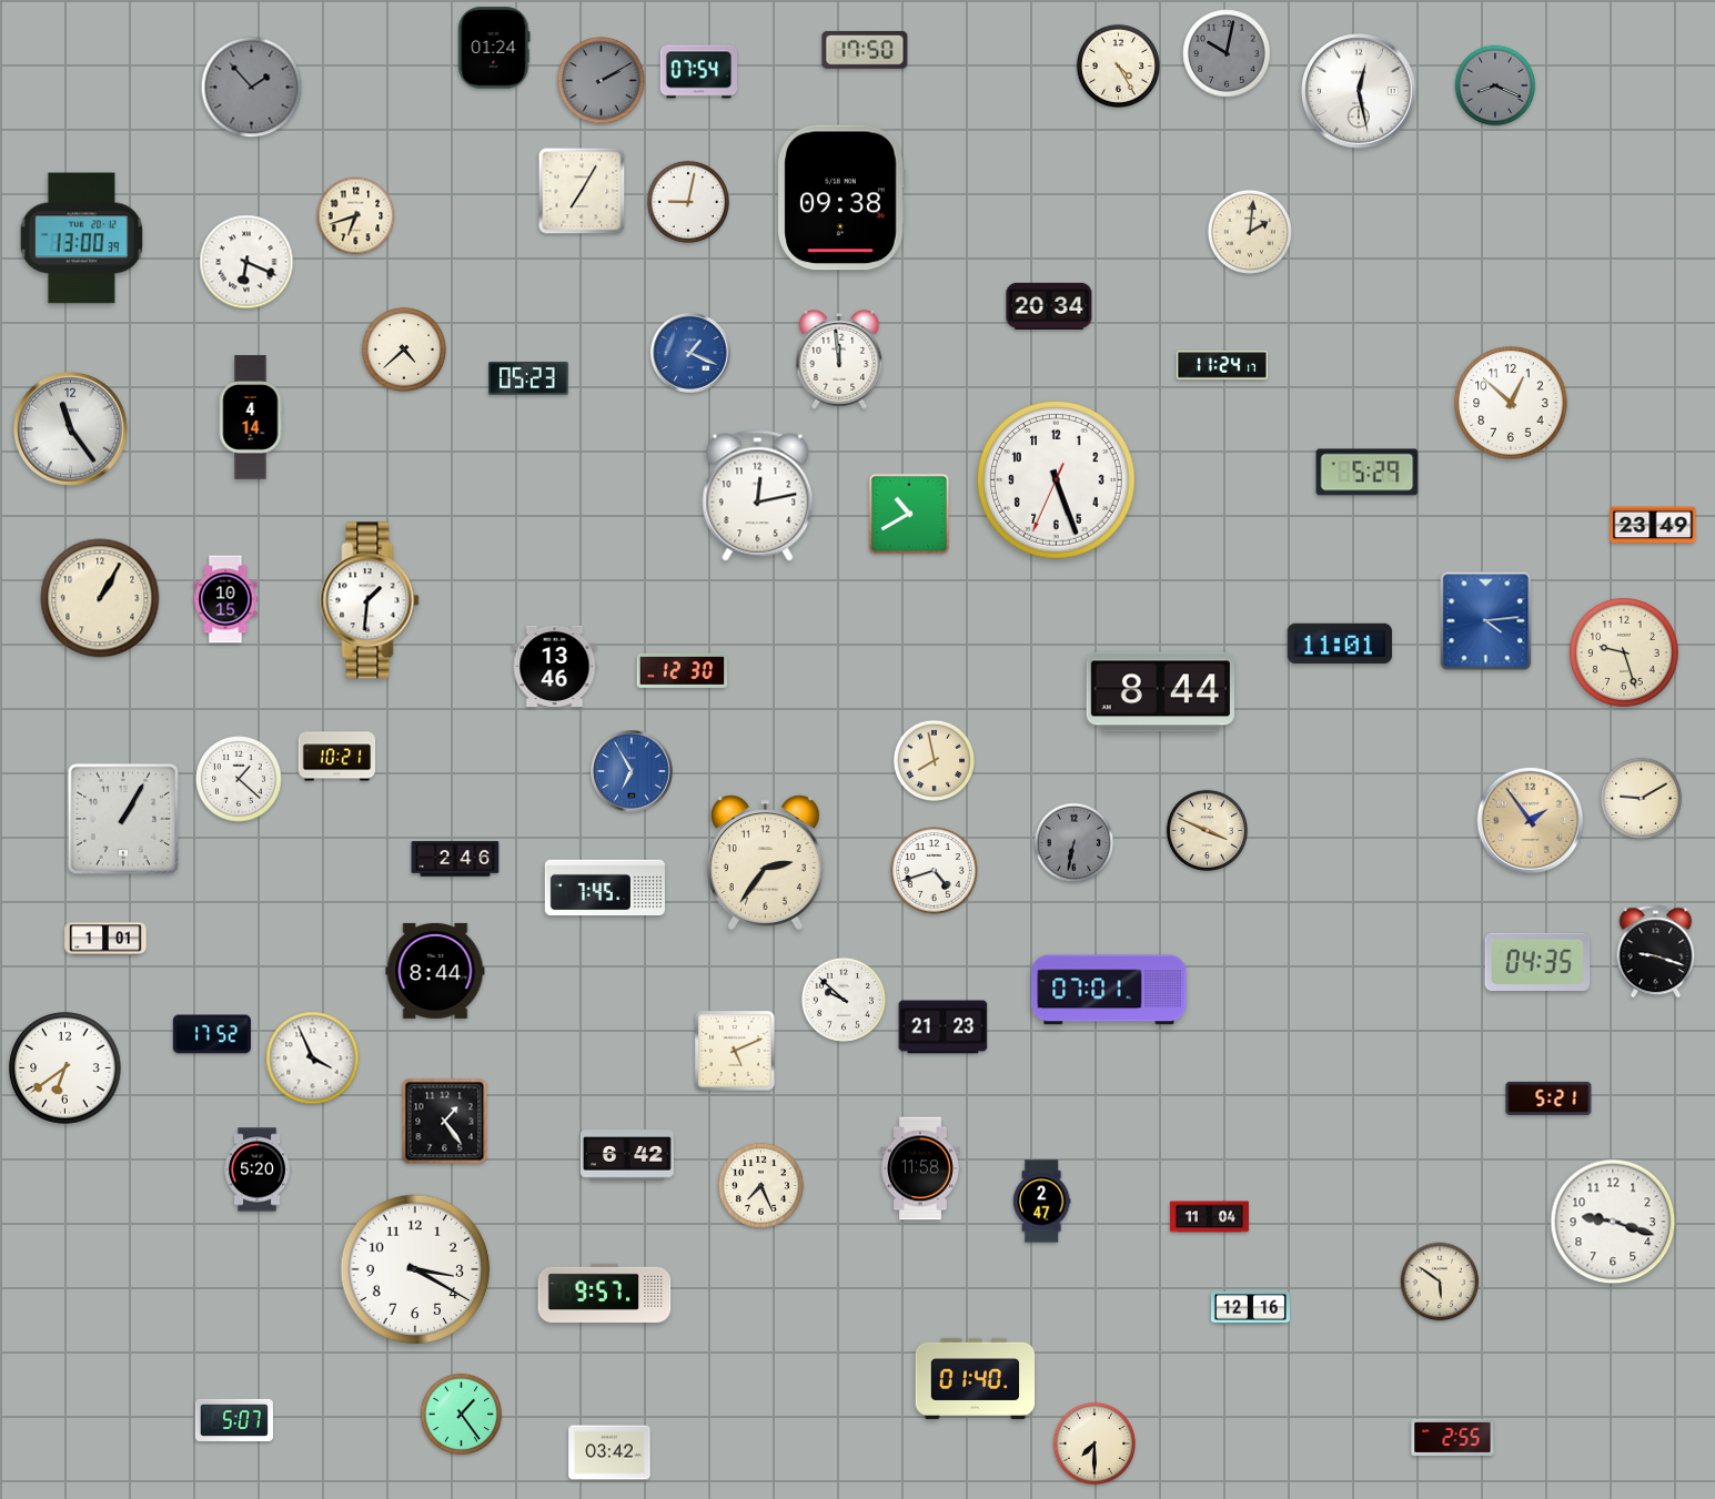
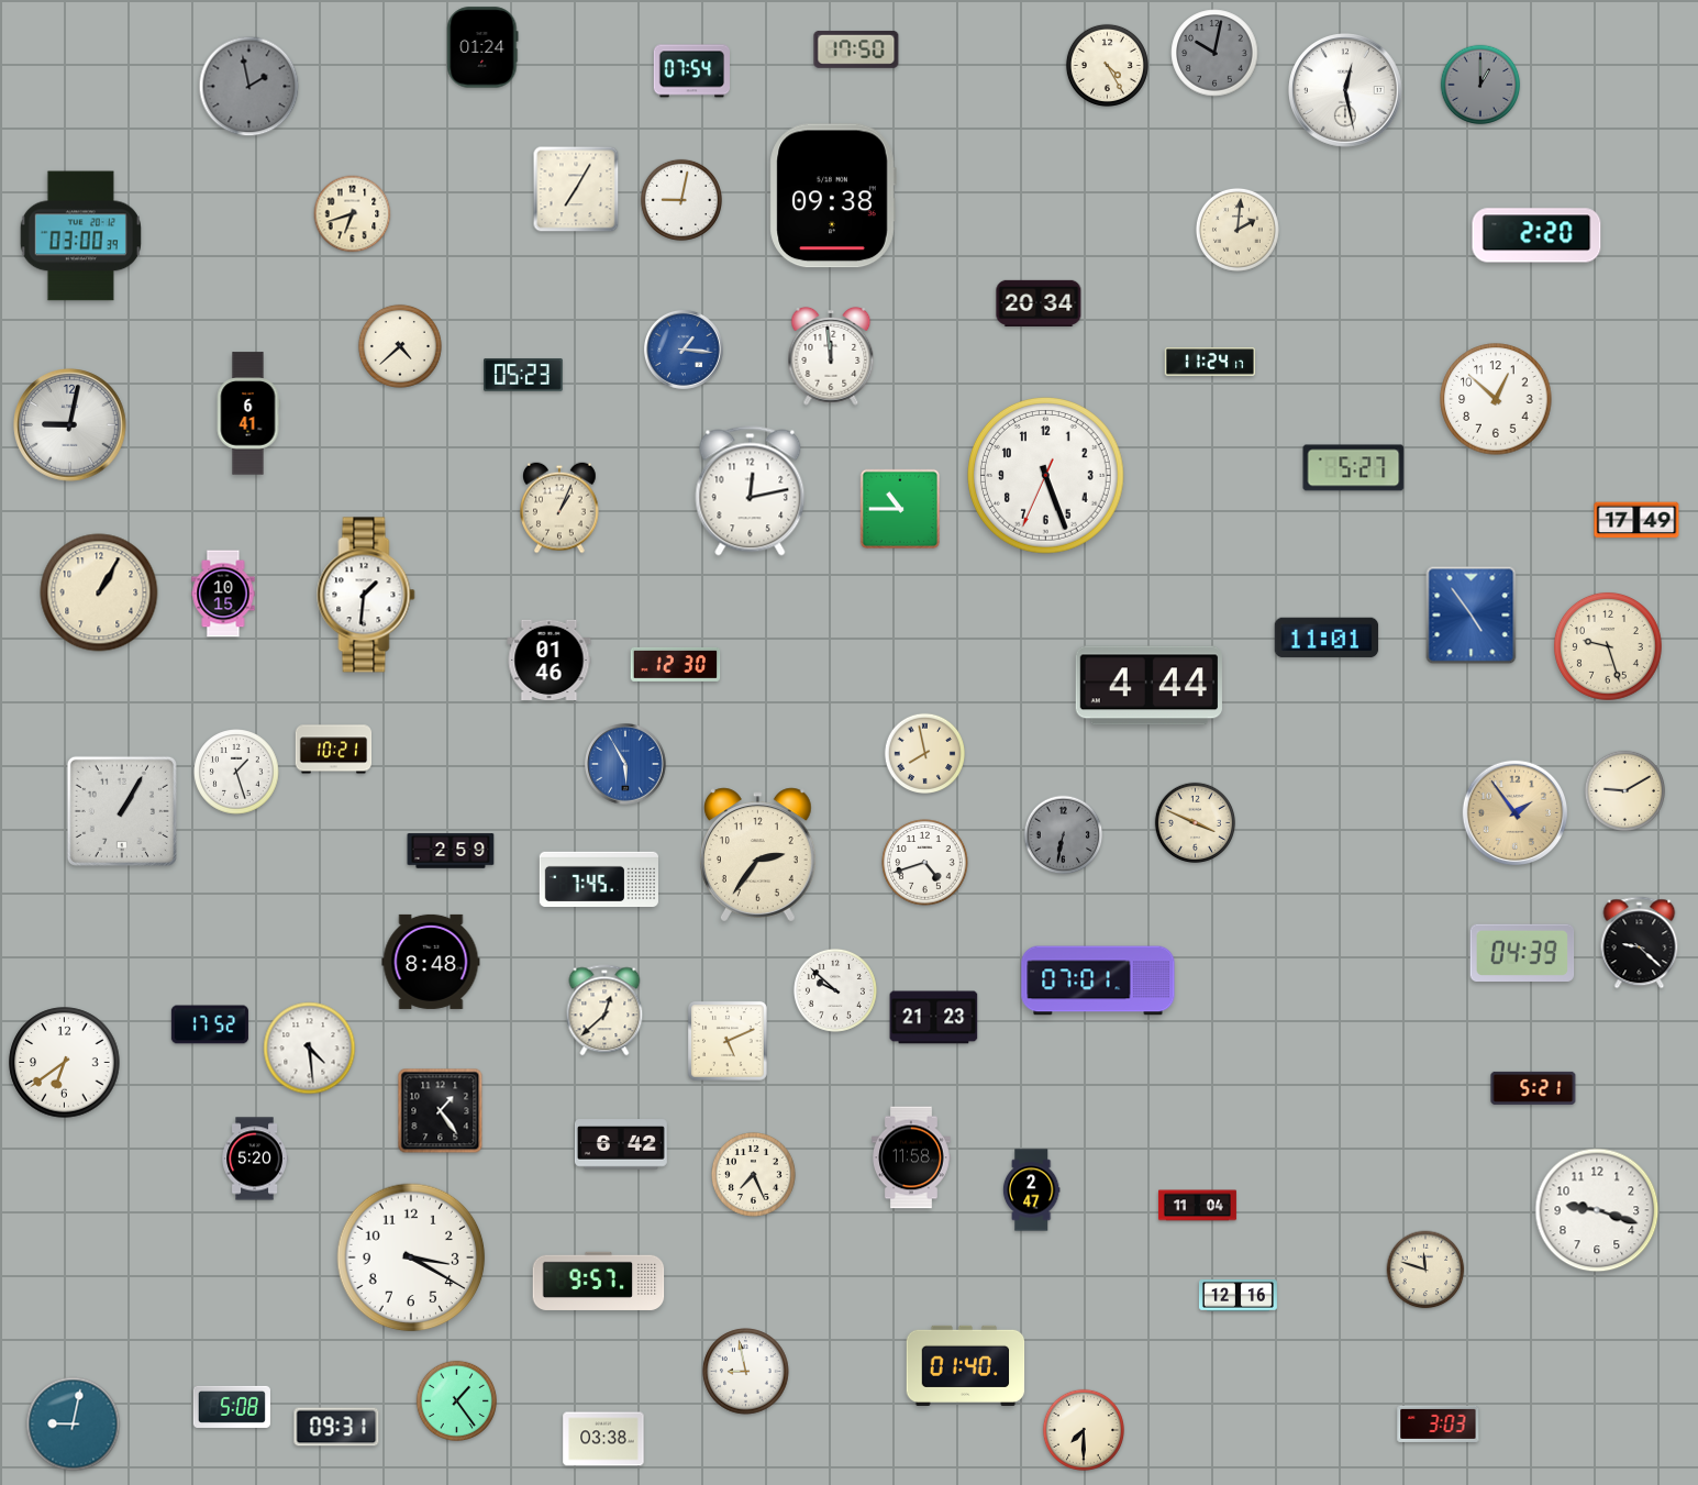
clock at (494, 48) position: (494, 48) -> (482, 47)
clock at (602, 81): 2:10 -> none
clock at (1495, 85): 8:19 -> 1:00
clock at (252, 88): 1:53 -> 1:58
clock at (1536, 235): none -> 2:20
clock at (81, 239): 13:00 -> 03:00
clock at (246, 262): 6:19 -> none
clock at (690, 353): 1:19 -> 1:16
clock at (251, 417): 4:14 -> 6:41
clock at (71, 429): 11:24 -> 9:02
clock at (1368, 473): 5:29 -> 5:27
clock at (559, 508): none -> 1:04
clock at (908, 513): 10:40 -> 10:45
clock at (1653, 525): 23:49 -> 17:49
clock at (1486, 621): 4:14 -> 4:54
clock at (555, 667): 13:46 -> 01:46
clock at (1160, 692): 8:44 -> 4:44
clock at (632, 771): 6:55 -> 5:55
clock at (239, 779): 1:22 -> 1:27
clock at (455, 859): 2:46 -> 2:59
clock at (105, 939): 1:01 -> none
clock at (1656, 952): 9:18 -> 9:22
clock at (1537, 961): 04:35 -> 04:39
clock at (435, 971): 8:44 -> 8:48
clock at (604, 1010): none -> 12:38
clock at (313, 1059): 3:56 -> 4:29
clock at (65, 1068) position: (65, 1068) -> (65, 1063)
clock at (1440, 1282): 5:51 -> 11:48
clock at (746, 1372): none -> 8:58
clock at (234, 1420): 5:07 -> 5:08
clock at (1453, 1437): 2:55 -> 3:03
clock at (74, 1425): none -> 9:02
clock at (336, 1427): none -> 09:31
clock at (609, 1452): 03:42 -> 03:38
